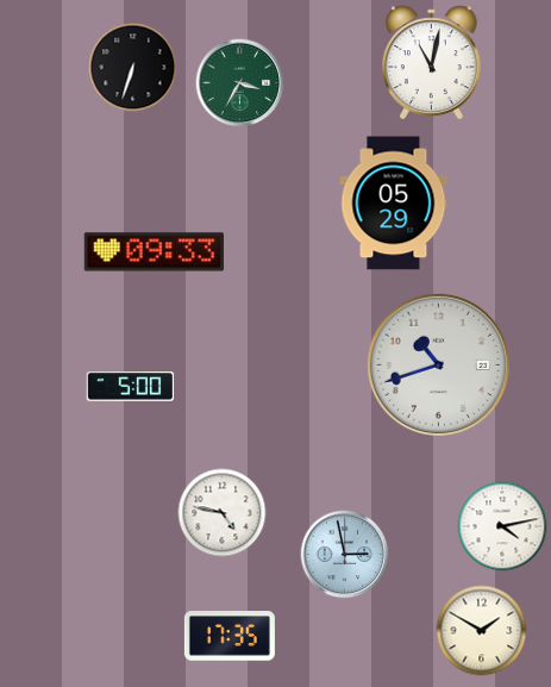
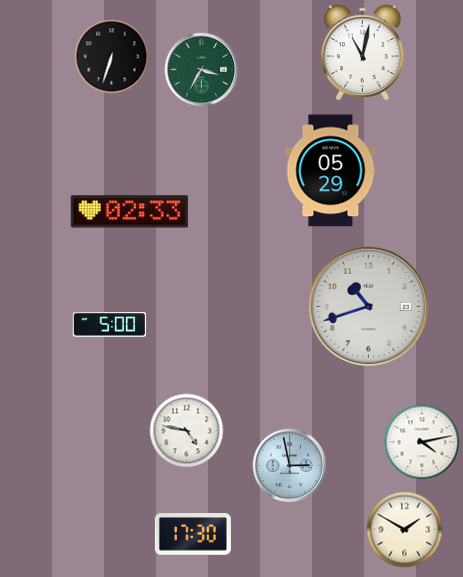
clock at (154, 252): 09:33 -> 02:33
clock at (230, 636): 17:35 -> 17:30
